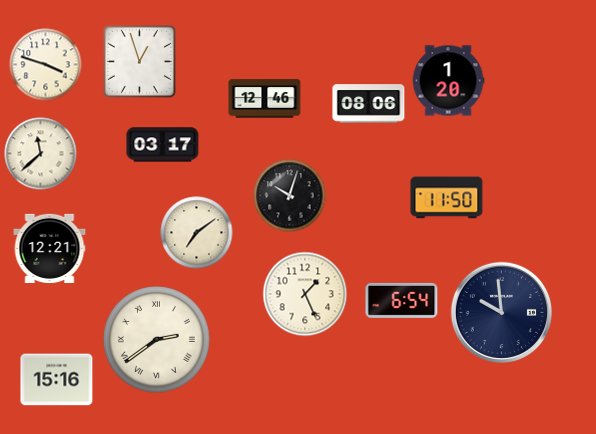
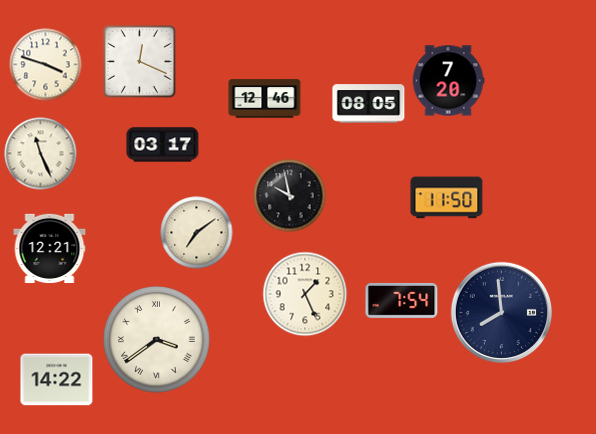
clock at (139, 61): 12:57 -> 12:19
clock at (448, 81): 1:20 -> 7:20
clock at (369, 104): 08:06 -> 08:05
clock at (41, 154): 11:38 -> 11:26
clock at (290, 196): 10:03 -> 9:58
clock at (402, 300): 6:54 -> 7:54
clock at (501, 312): 9:59 -> 7:59
clock at (157, 340): 2:39 -> 3:39
clock at (57, 380): 15:16 -> 14:22
